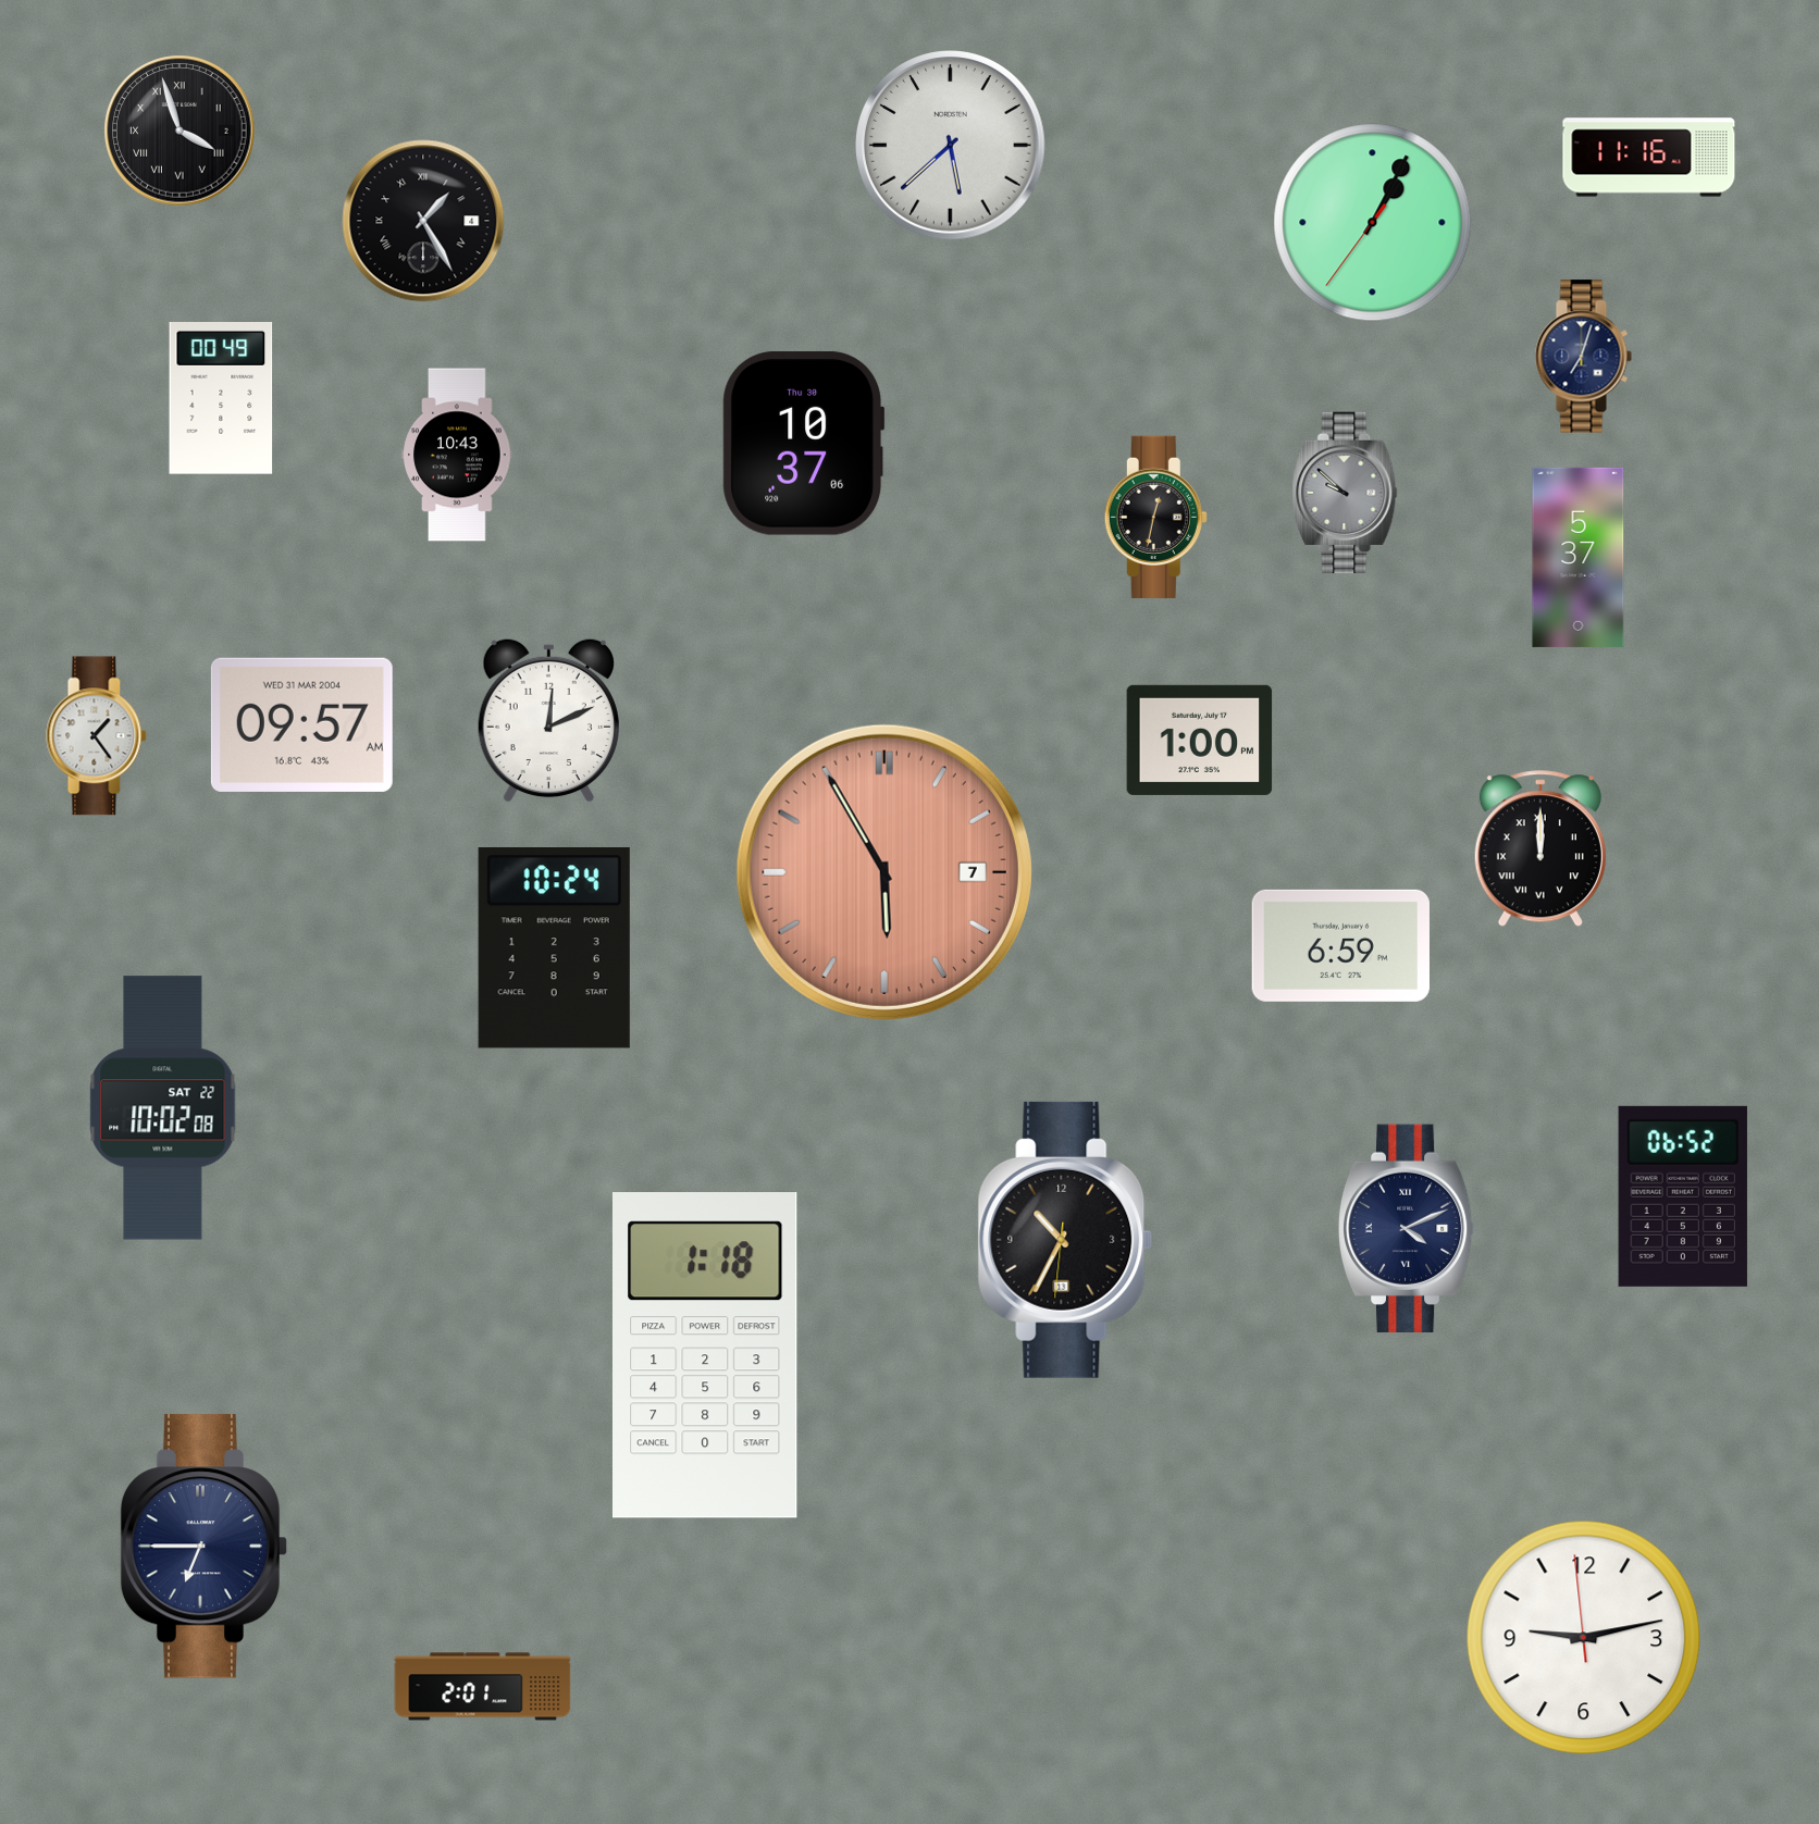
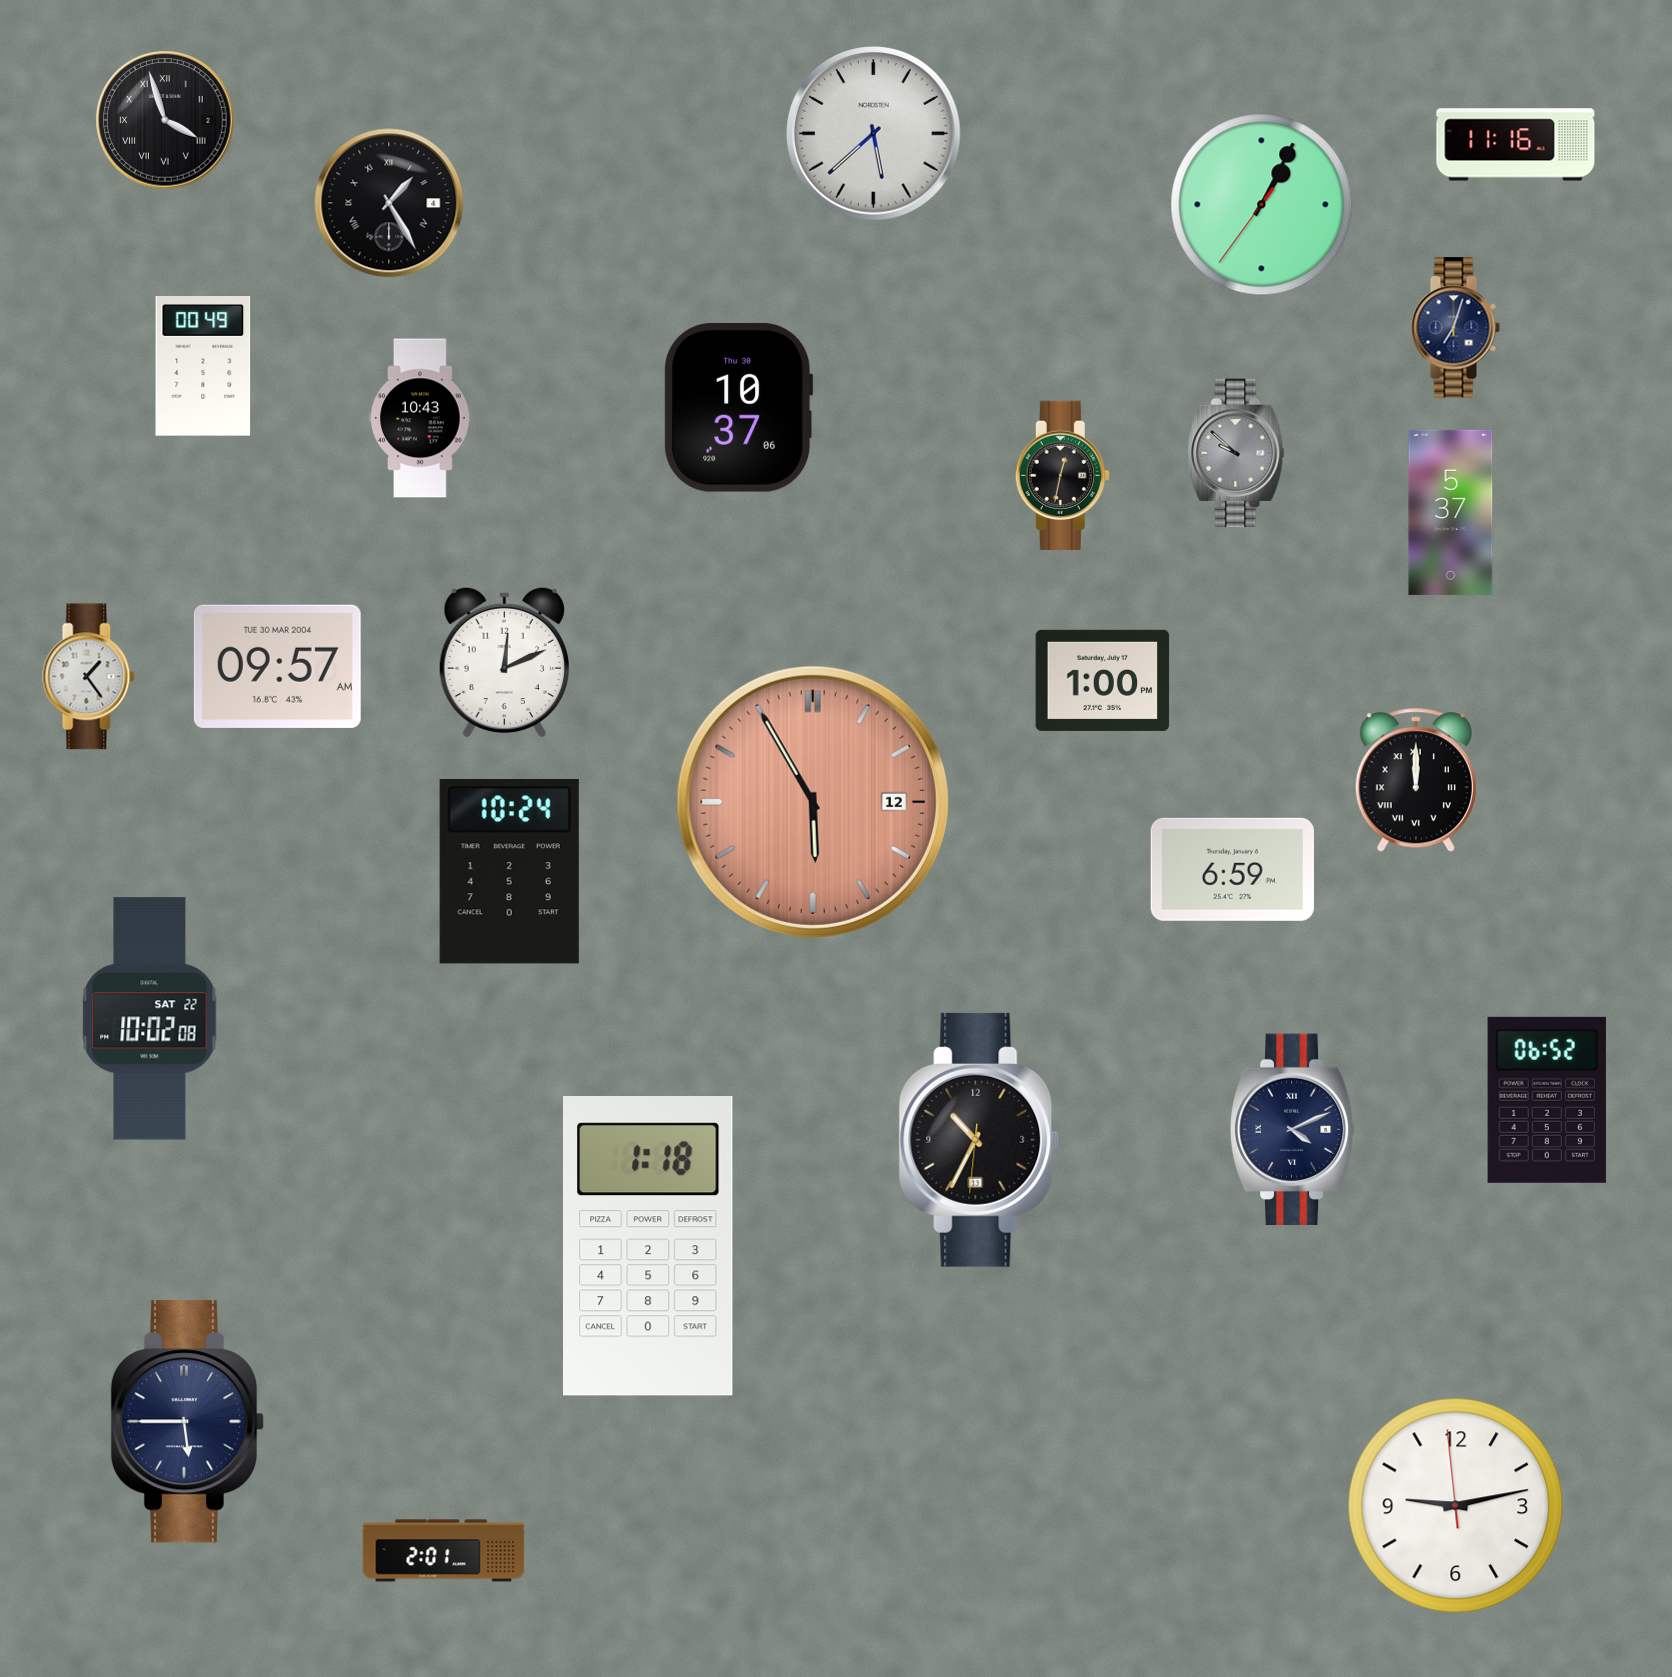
clock at (301, 724) date: WED 31 MAR 2004 -> TUE 30 MAR 2004
clock at (884, 872) date: 7 -> 12
clock at (205, 1547): 6:45 -> 5:45
